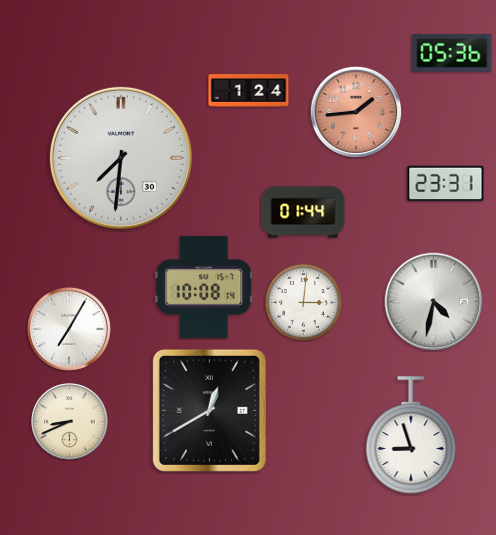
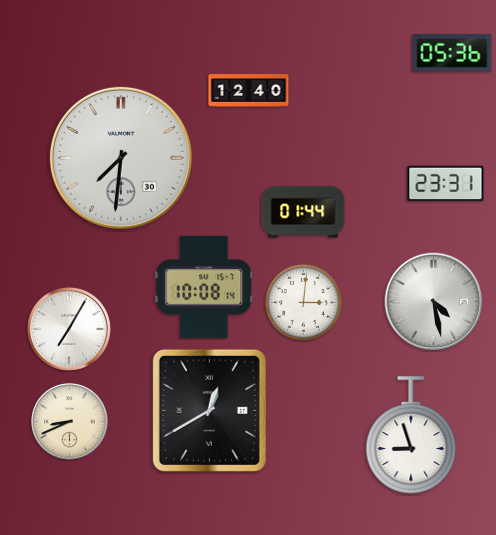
clock at (249, 91): 1:24 -> 12:40
clock at (355, 111): 1:44 -> none
clock at (434, 302): 4:32 -> 4:28
